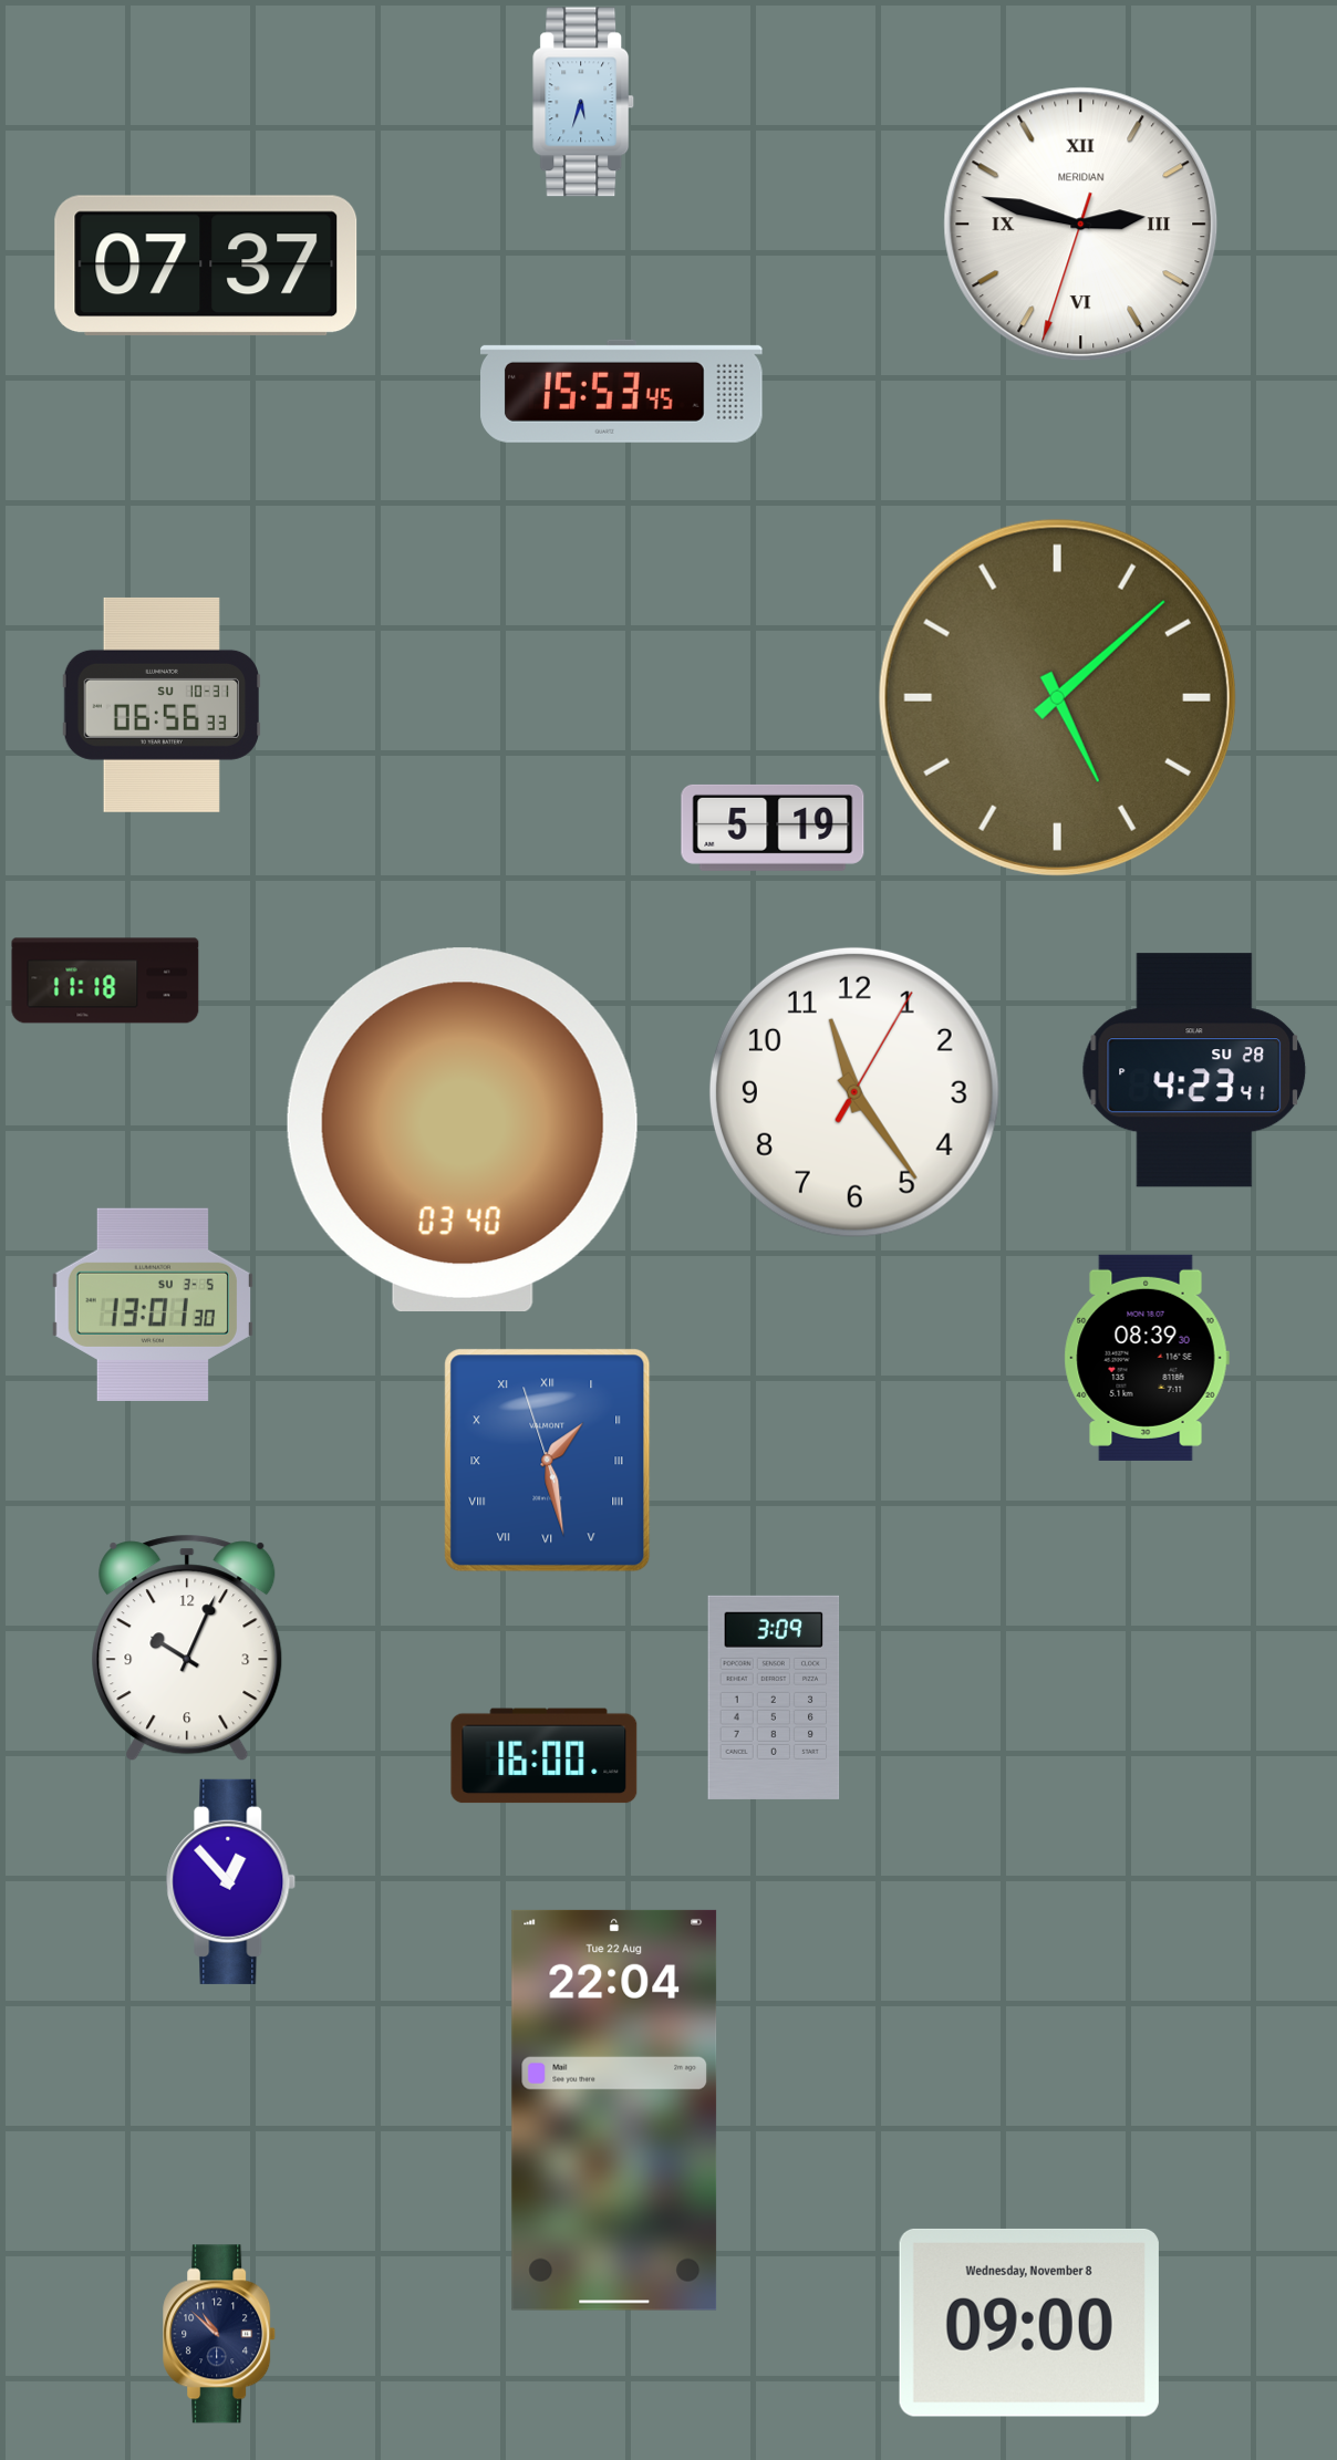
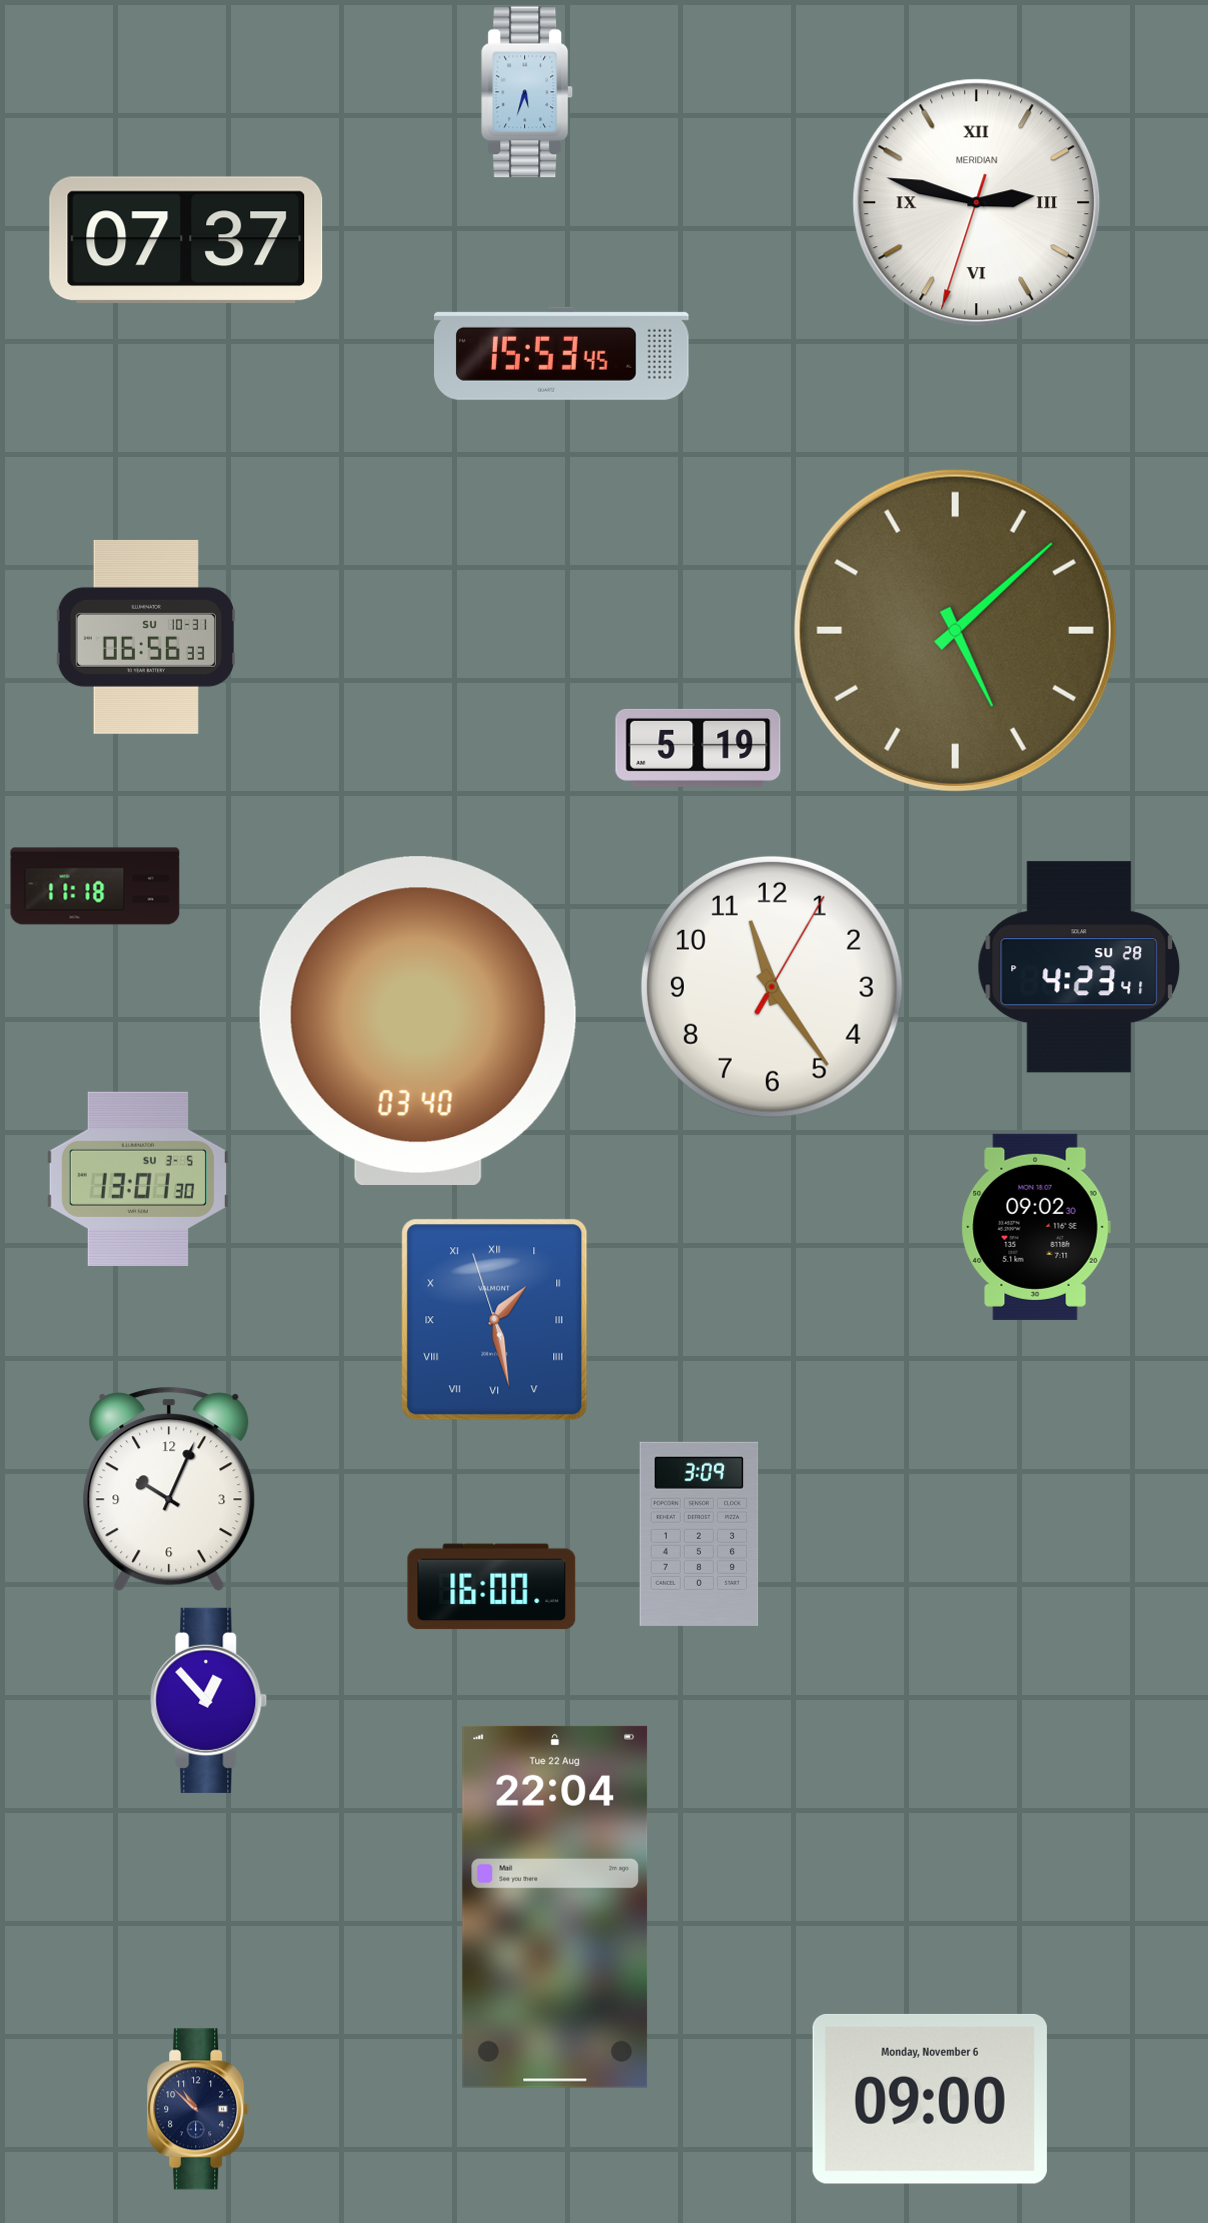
clock at (1147, 1358): 08:39 -> 09:02
clock at (1029, 2323) date: Wednesday, November 8 -> Monday, November 6
